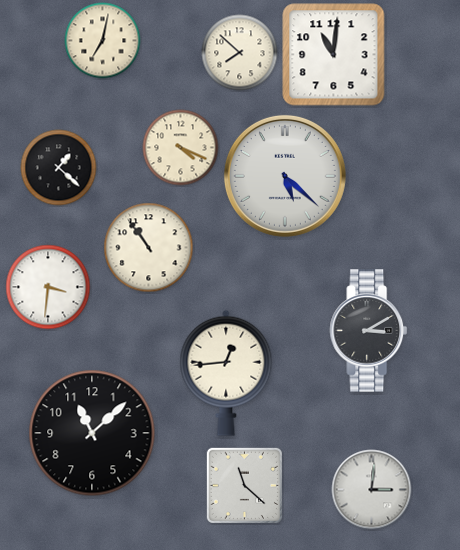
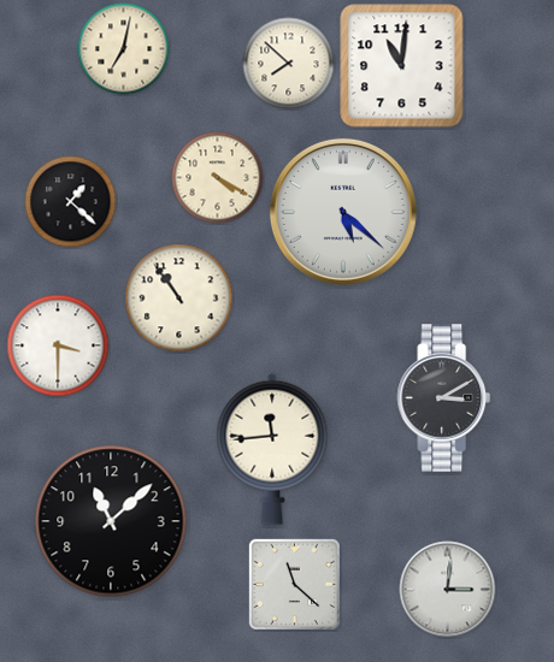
clock at (181, 148): 4:19 -> 4:20
clock at (48, 287): 3:31 -> 3:30
clock at (226, 373): 12:44 -> 11:44
